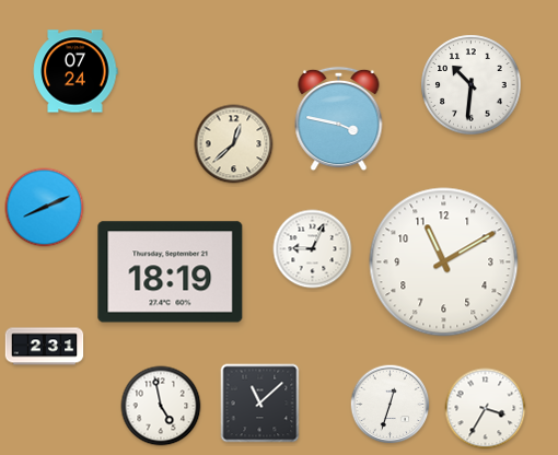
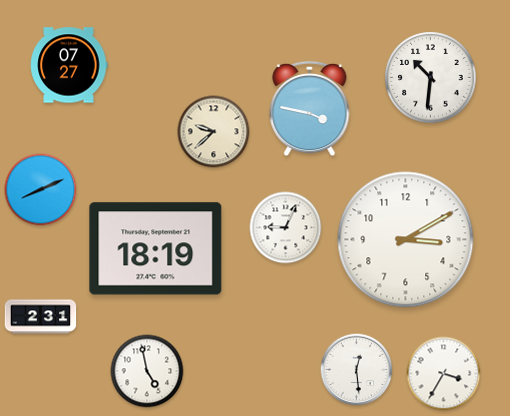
clock at (75, 71): 07:24 -> 07:27
clock at (234, 144): 12:38 -> 9:38
clock at (444, 262): 11:10 -> 3:10
clock at (260, 404): 11:08 -> none
clock at (391, 405): 12:33 -> 12:29
